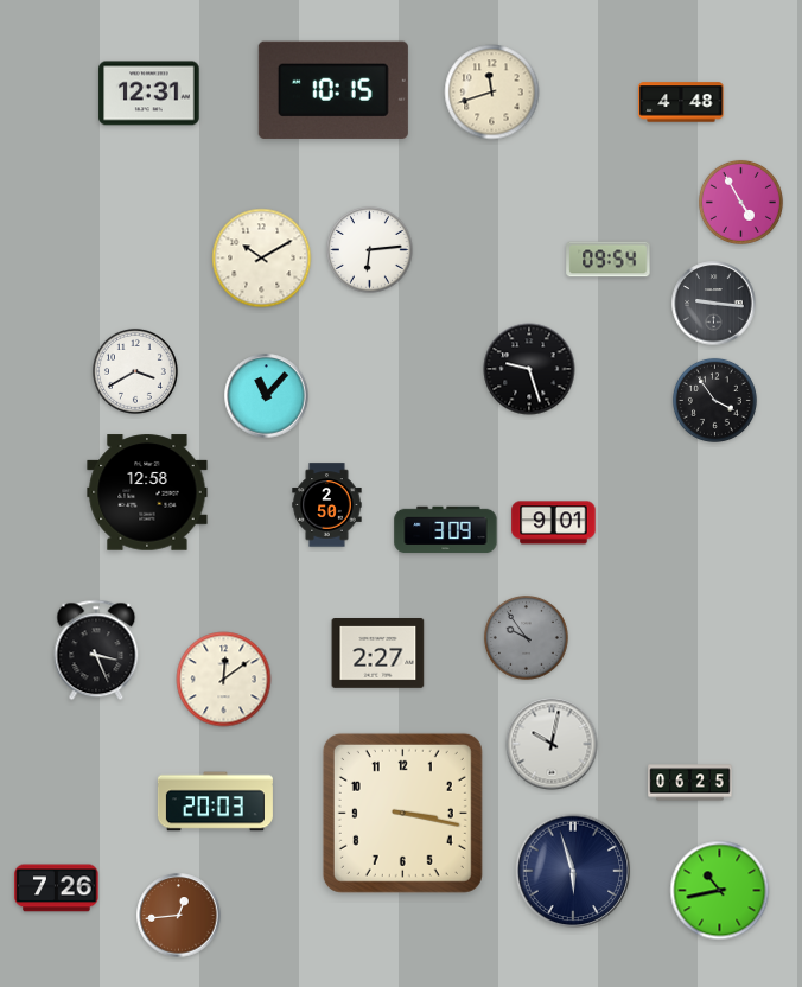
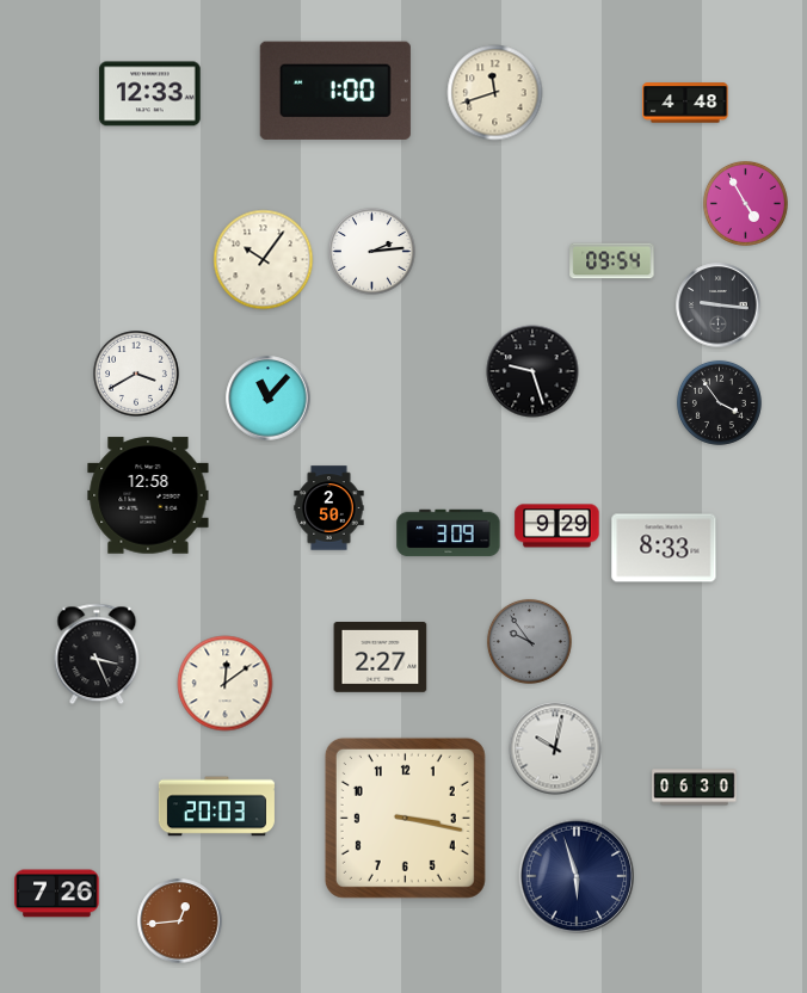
clock at (333, 90): 10:15 -> 1:00
clock at (149, 94): 12:31 -> 12:33
clock at (370, 250): 6:14 -> 2:14
clock at (262, 259): 10:10 -> 10:06
clock at (554, 523): 9:01 -> 9:29
clock at (664, 548): none -> 8:33
clock at (690, 783): 06:25 -> 06:30
clock at (720, 891): 10:43 -> none
